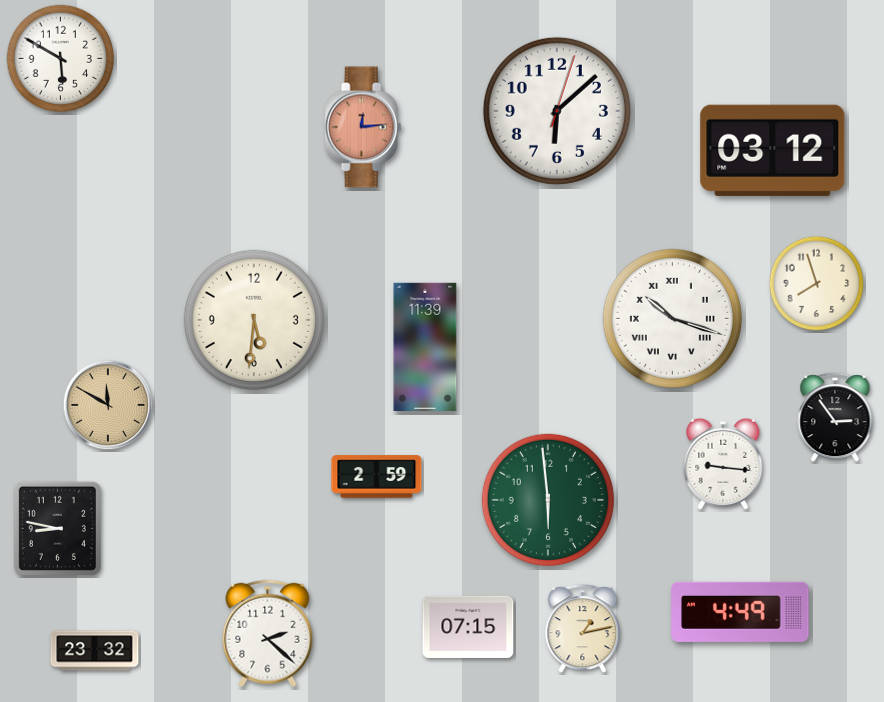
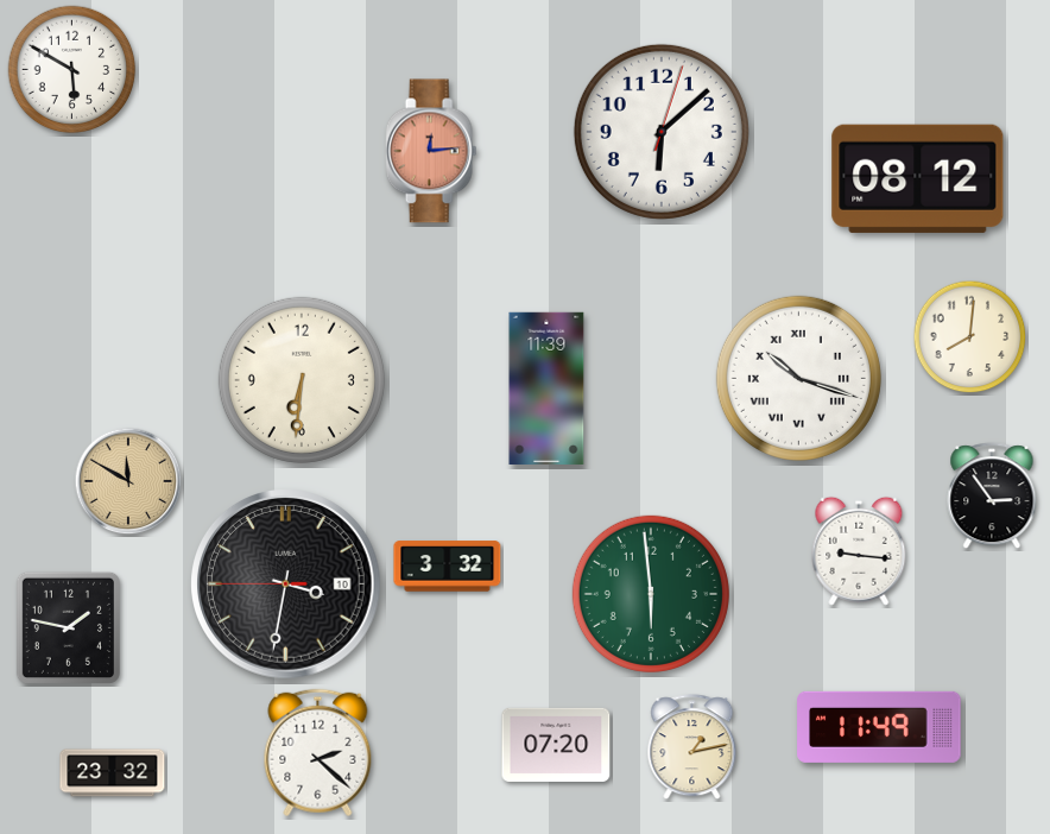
clock at (773, 150): 03:12 -> 08:12
clock at (817, 284): 7:57 -> 8:01
clock at (254, 320): 5:31 -> 6:31
clock at (425, 346) position: (425, 346) -> (546, 387)
clock at (377, 477): 2:59 -> 3:32
clock at (286, 585): none -> 3:31
clock at (57, 528): 8:47 -> 1:47
clock at (740, 612): 4:49 -> 11:49
clock at (468, 627): 07:15 -> 07:20
